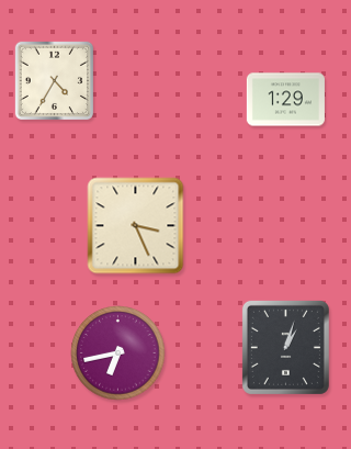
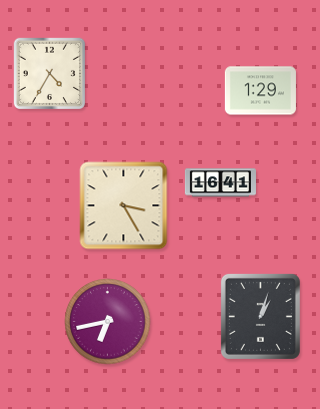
clock at (220, 183): none -> 16:41
clock at (136, 226): 3:26 -> 3:25
